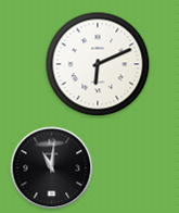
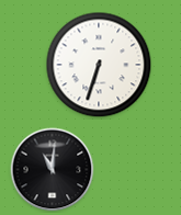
clock at (98, 64): 6:11 -> 6:33
